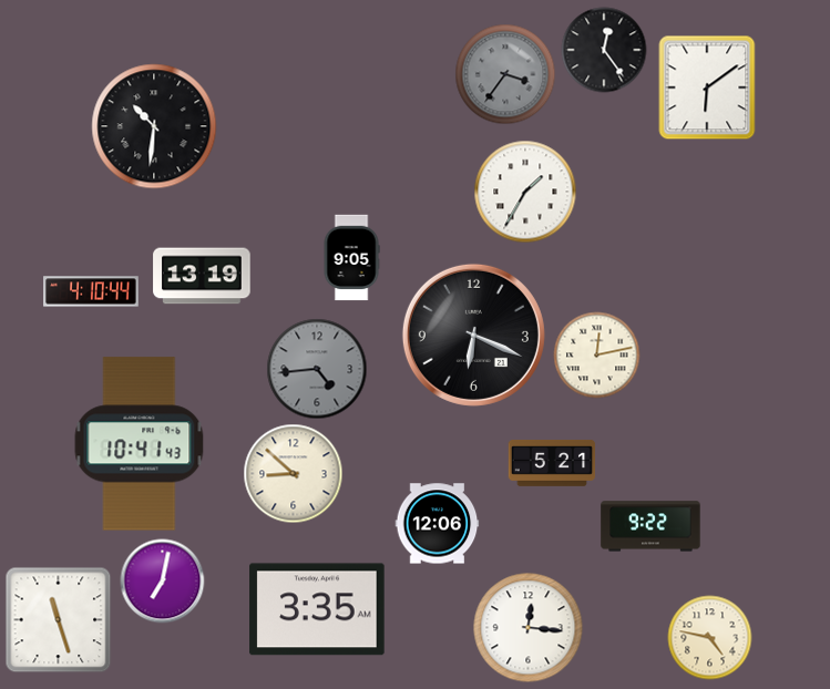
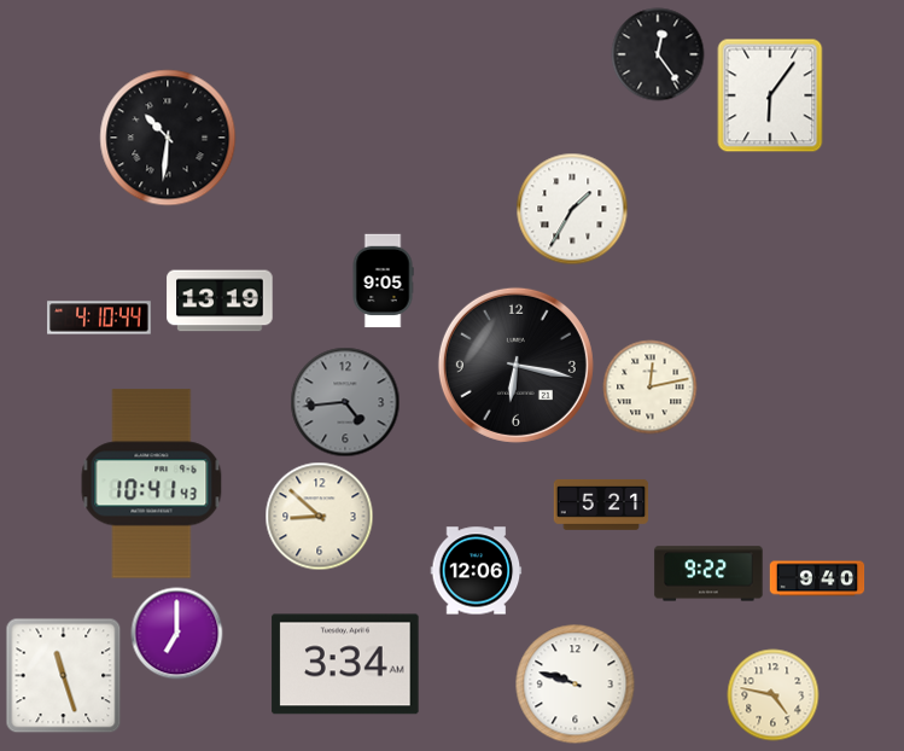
clock at (505, 74): 3:36 -> none
clock at (707, 88): 6:09 -> 6:06
clock at (473, 335): 6:19 -> 6:17
clock at (817, 578): none -> 9:40
clock at (163, 582): 7:02 -> 7:00
clock at (317, 609): 3:35 -> 3:34
clock at (529, 628): 12:16 -> 9:48
